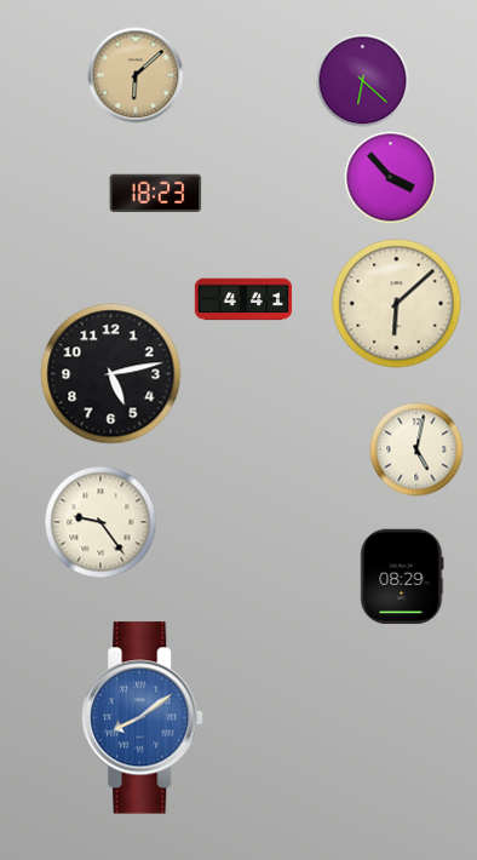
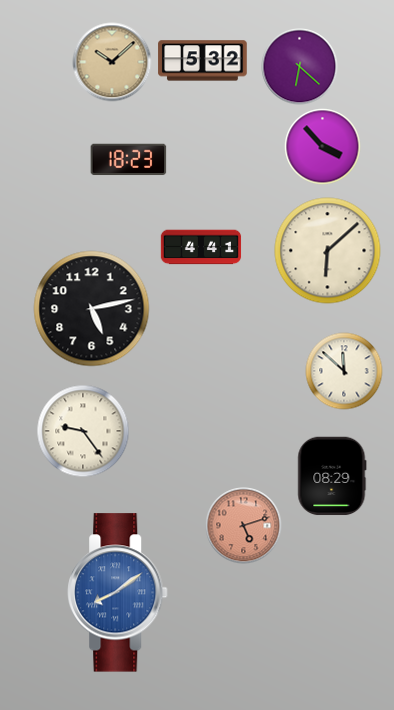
clock at (203, 61): none -> 5:32
clock at (136, 75): 6:08 -> 10:08
clock at (416, 449): 5:02 -> 11:52
clock at (244, 526): none -> 5:12
